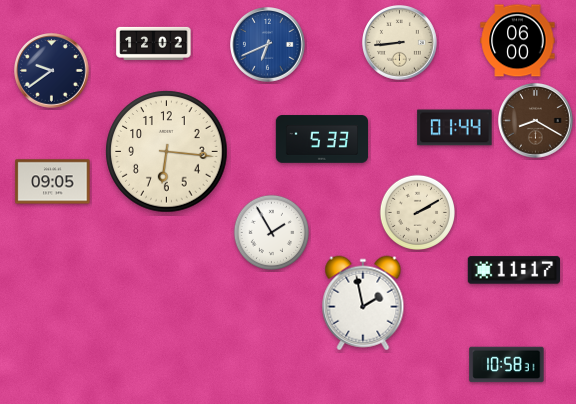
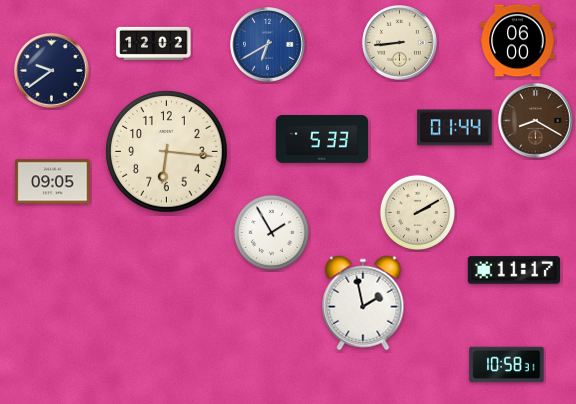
clock at (268, 45): 6:41 -> 6:40
